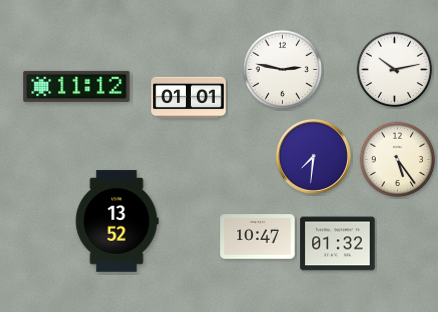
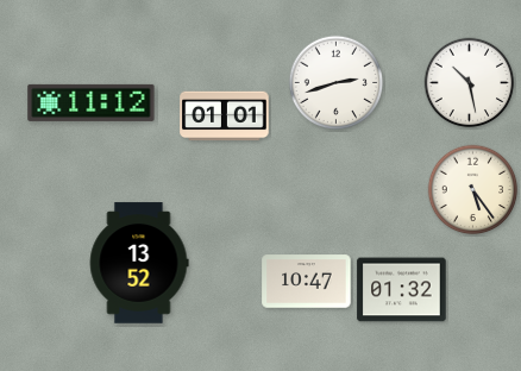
clock at (283, 70): 2:47 -> 2:42
clock at (395, 70): 10:13 -> 10:28
clock at (313, 156): 7:31 -> none
